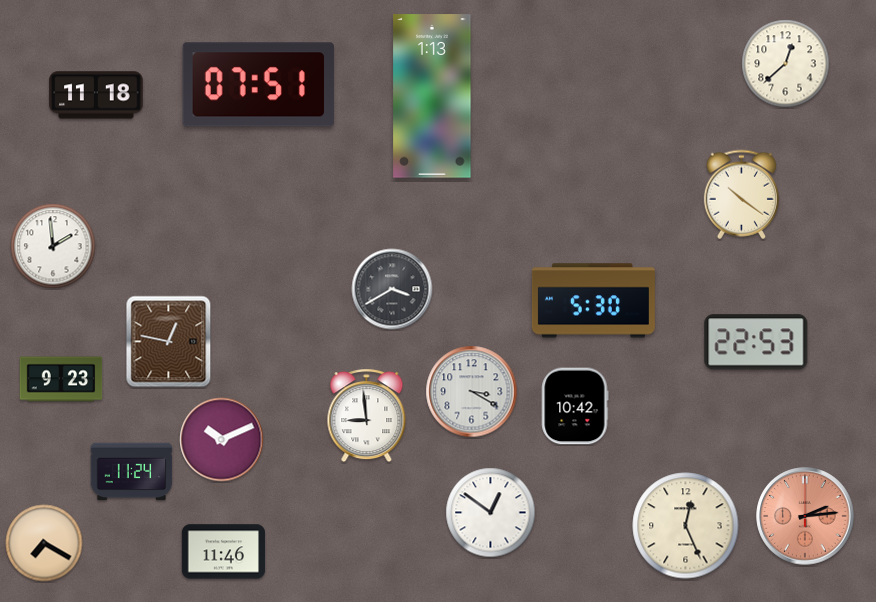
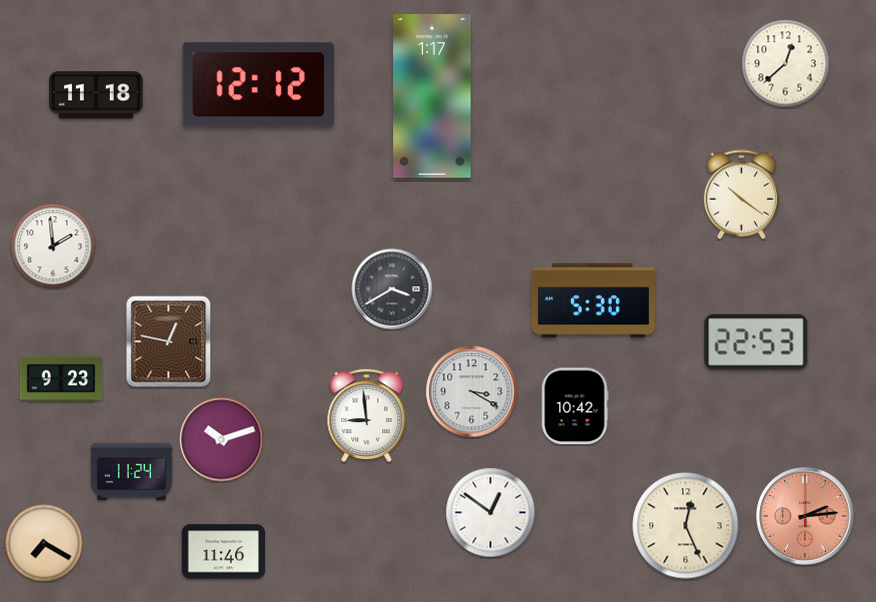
clock at (258, 85): 07:51 -> 12:12
clock at (432, 96): 1:13 -> 1:17
clock at (222, 440): 10:11 -> 10:12
